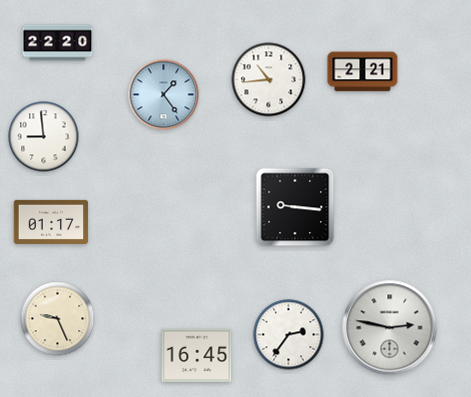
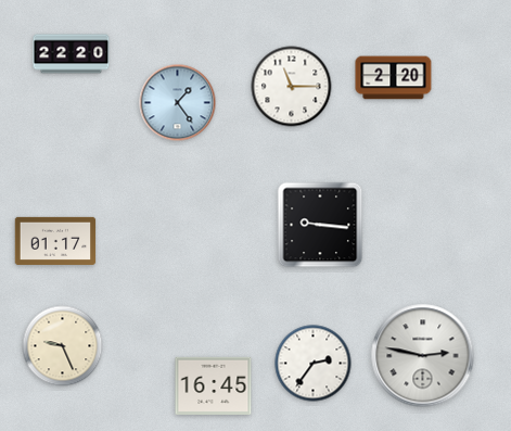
clock at (58, 43) position: (58, 43) -> (72, 54)
clock at (363, 72): 2:21 -> 2:20
clock at (269, 80): 10:44 -> 11:15
clock at (44, 137): 8:59 -> none
